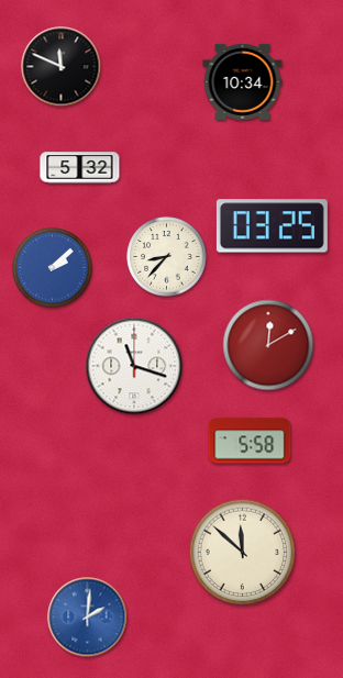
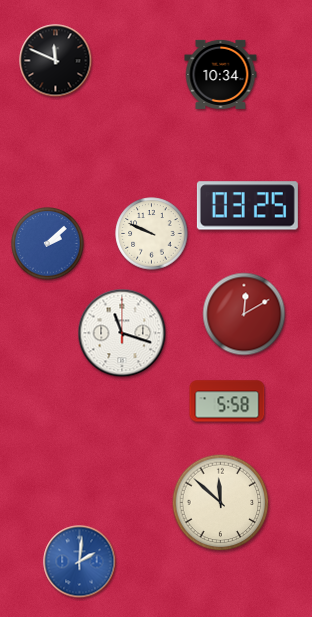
clock at (80, 168): 5:32 -> none
clock at (167, 257): 8:37 -> 9:49
